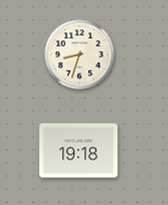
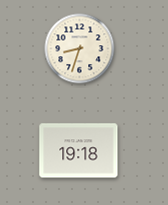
clock at (80, 55) position: (80, 55) -> (80, 49)
